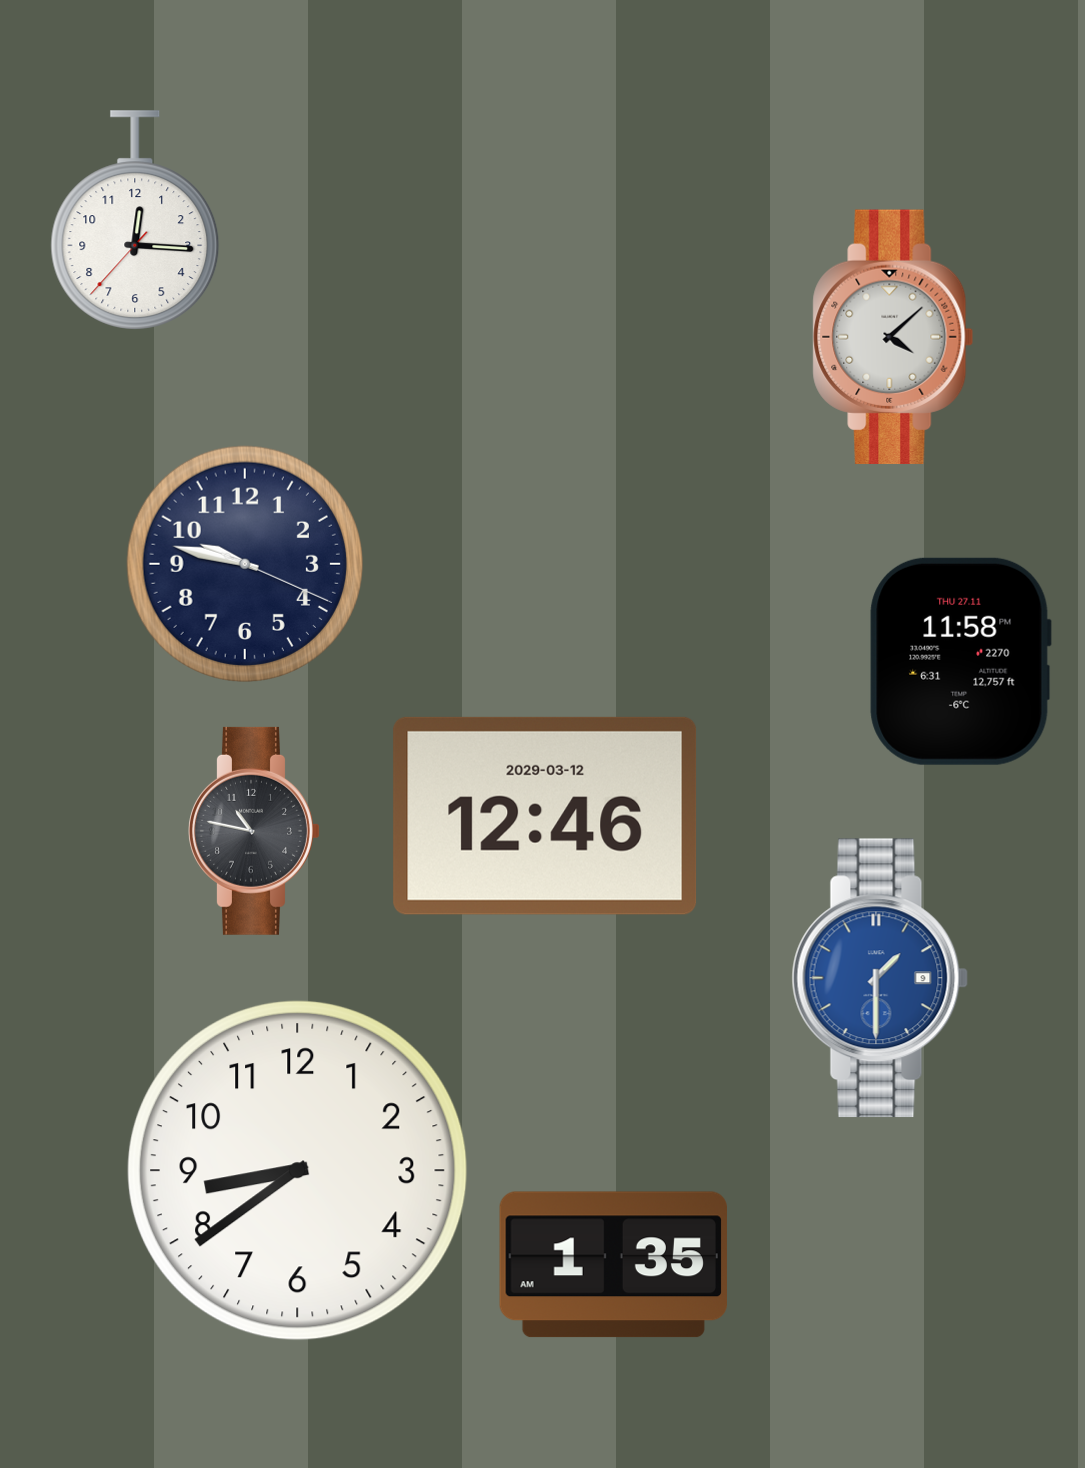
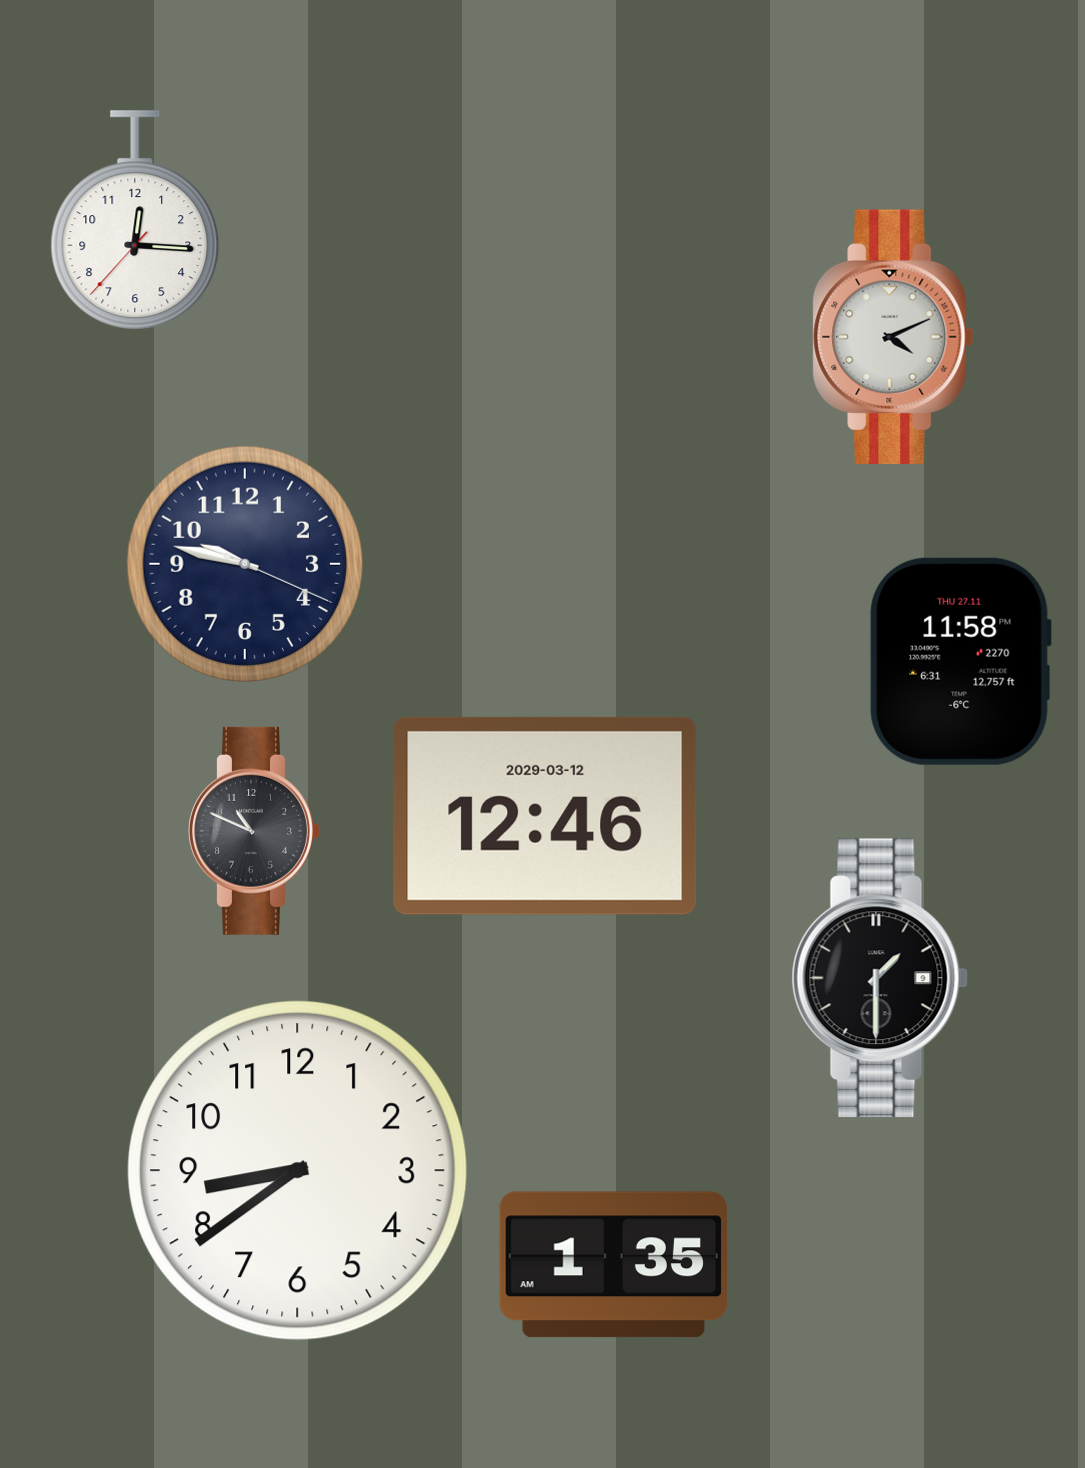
clock at (893, 337): 4:08 -> 4:11
clock at (255, 831): 10:47 -> 10:49
clock at (880, 978) dial: blue -> black
